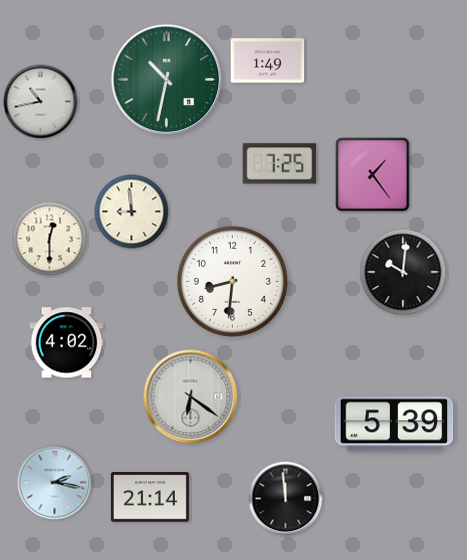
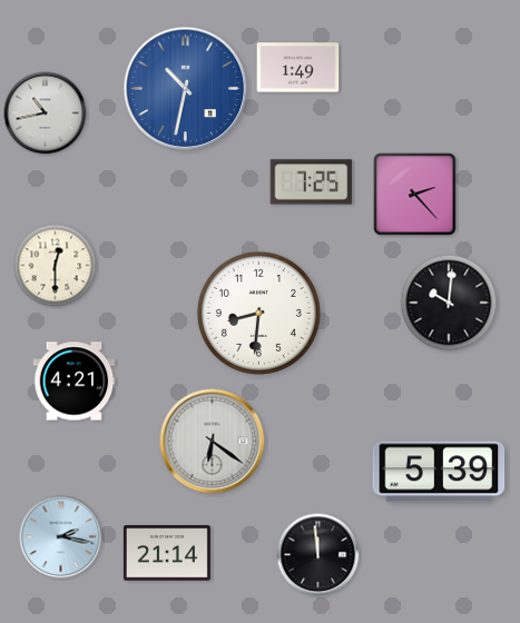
clock at (167, 80) dial: green -> blue
clock at (373, 175): 1:24 -> 2:23
clock at (132, 212): 8:59 -> none
clock at (67, 343): 4:02 -> 4:21
